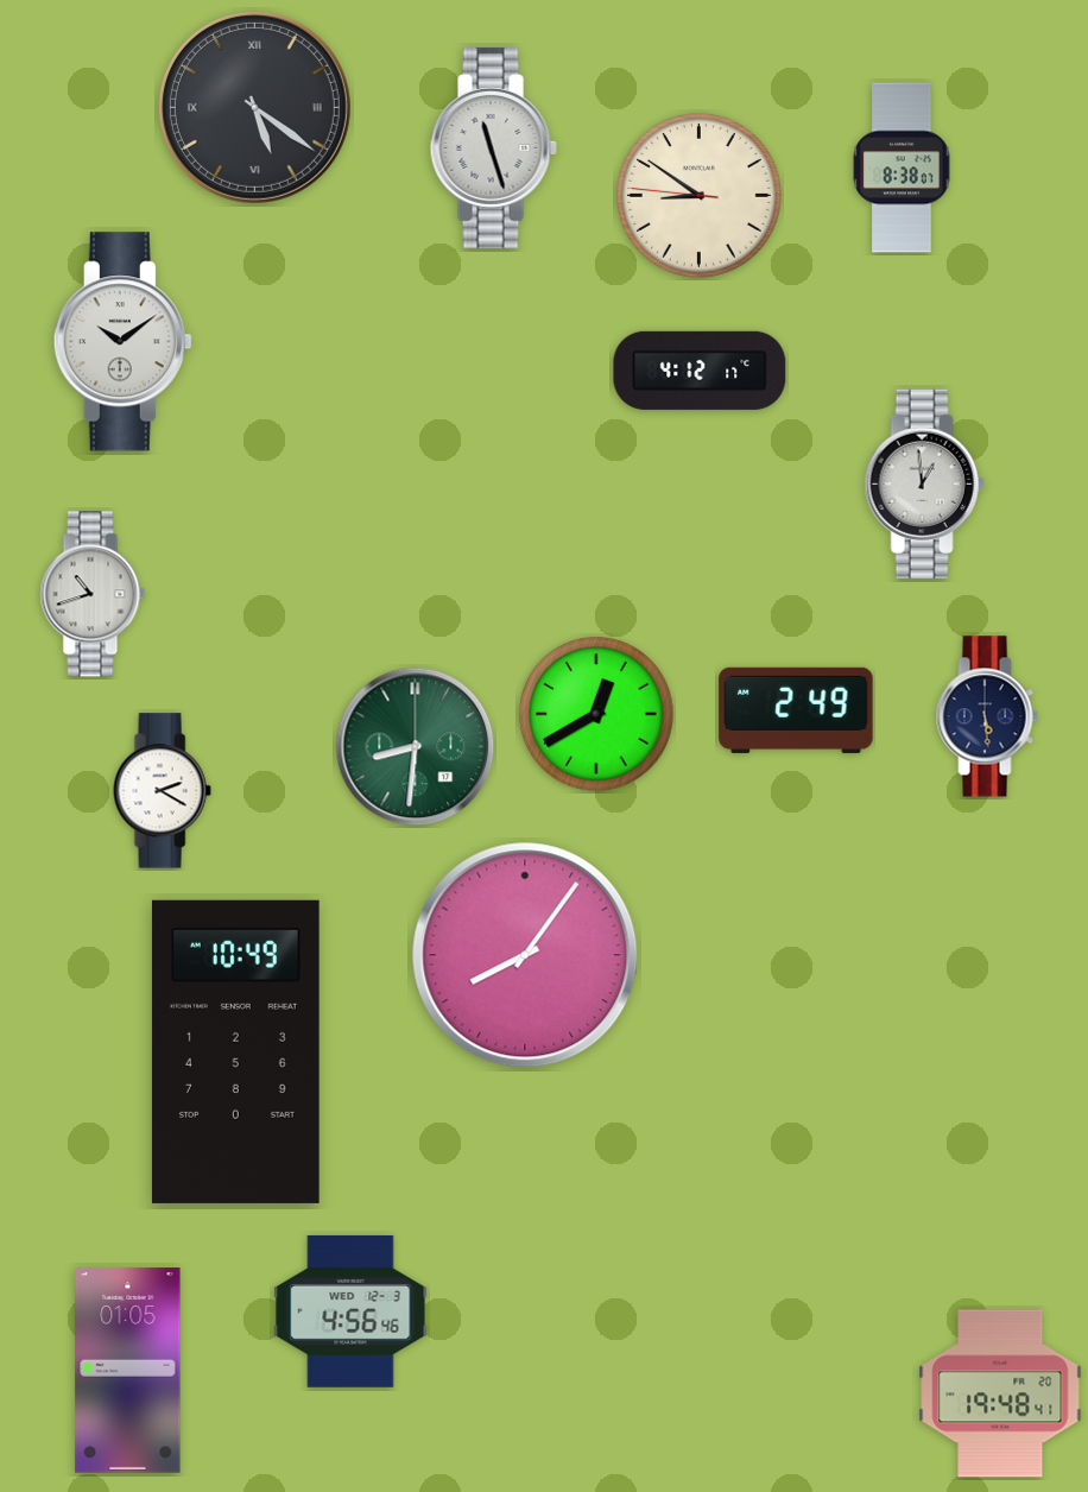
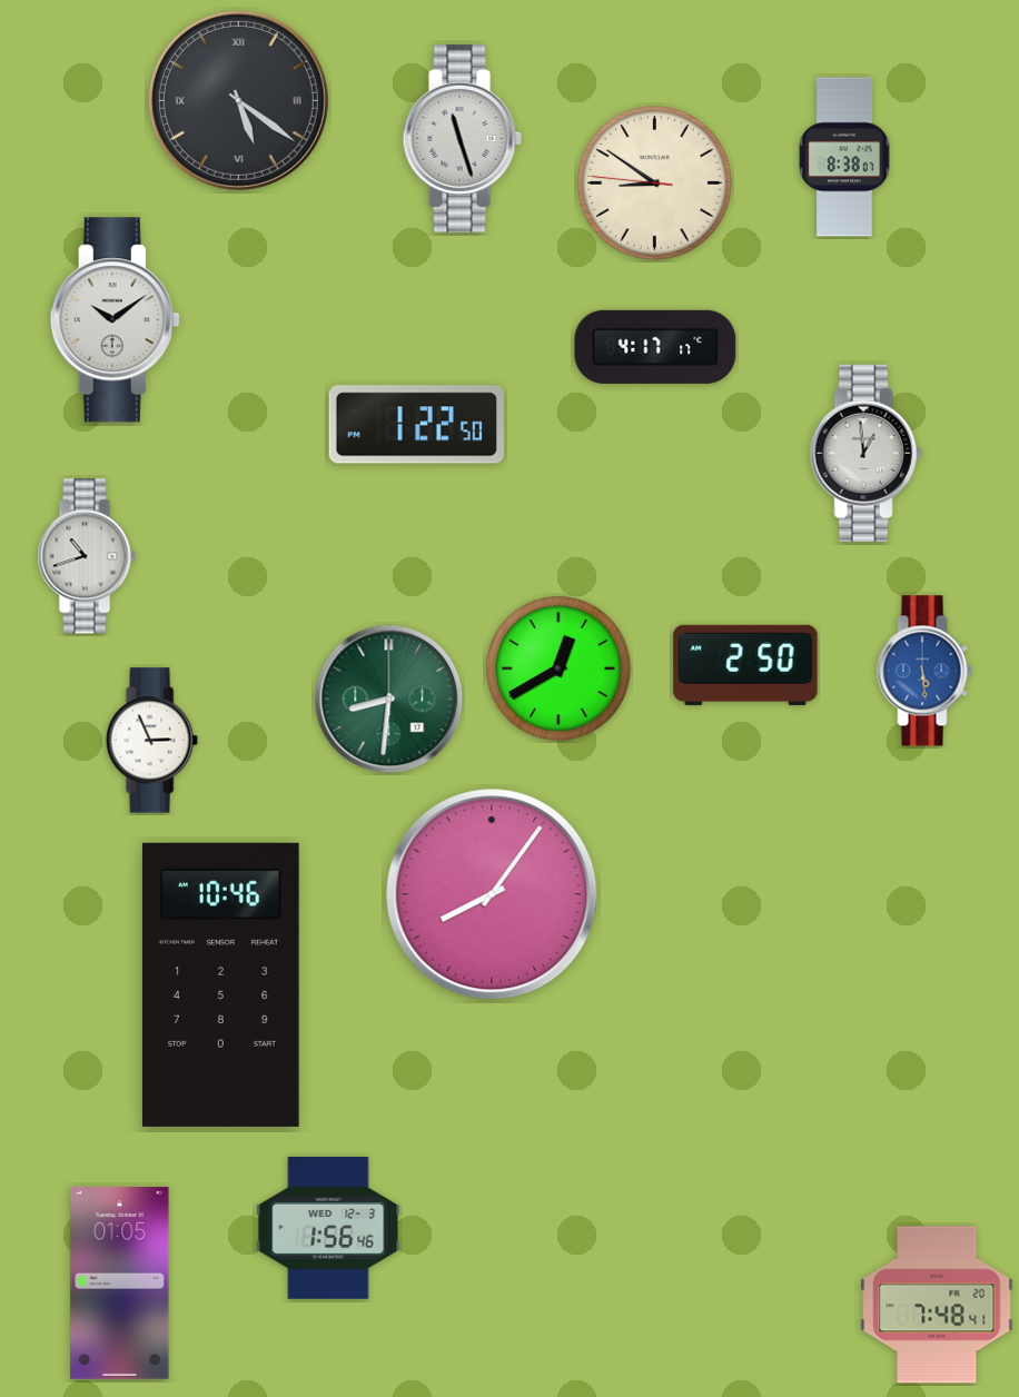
clock at (700, 371): 4:12 -> 4:17
clock at (416, 425): none -> 1:22
clock at (796, 710): 2:49 -> 2:50
clock at (987, 716) dial: navy -> blue
clock at (162, 791): 2:20 -> 2:56
clock at (235, 1051): 10:49 -> 10:46
clock at (350, 1311): 4:56 -> 1:56
clock at (1000, 1393): 19:48 -> 7:48
